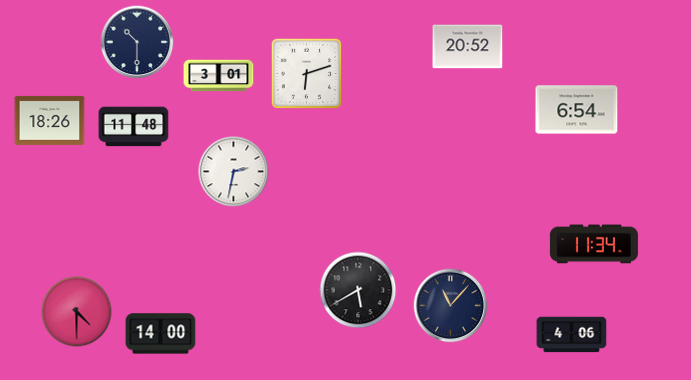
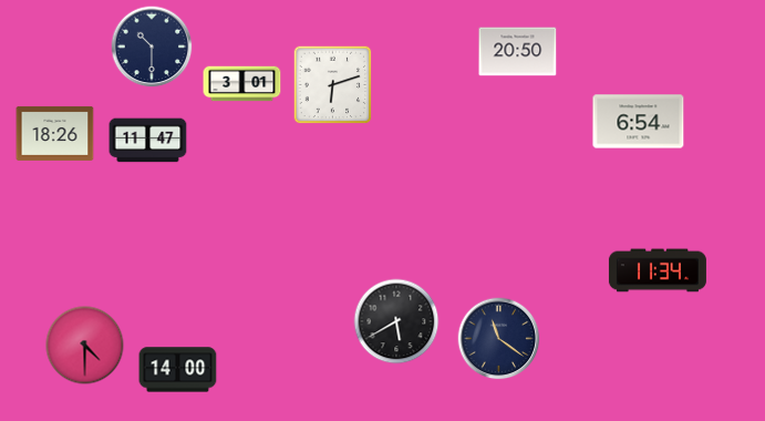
clock at (468, 47): 20:52 -> 20:50
clock at (307, 74) position: (307, 74) -> (333, 85)
clock at (134, 127): 11:48 -> 11:47
clock at (234, 172): 2:32 -> none
clock at (451, 306): 11:07 -> 11:21
clock at (572, 335): 4:06 -> none
